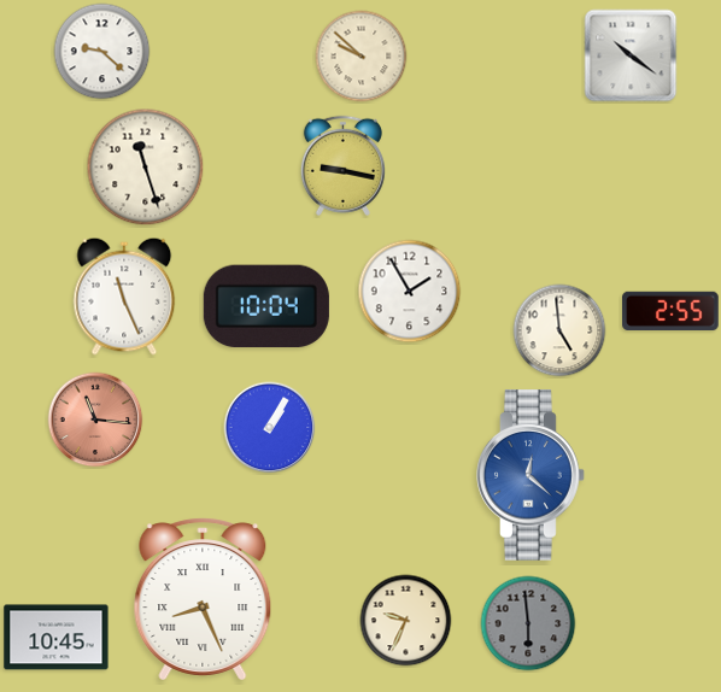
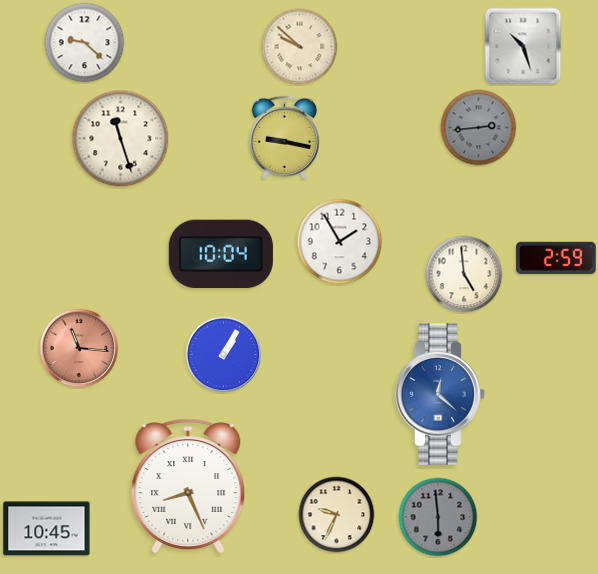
clock at (631, 55): 10:21 -> 10:27
clock at (479, 128): none -> 2:44
clock at (124, 297): 11:26 -> none
clock at (670, 311): 2:55 -> 2:59
clock at (203, 599) position: (203, 599) -> (188, 486)
